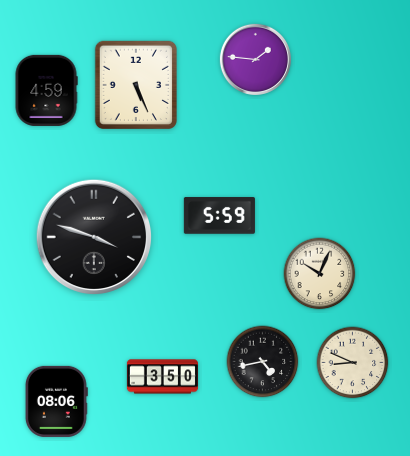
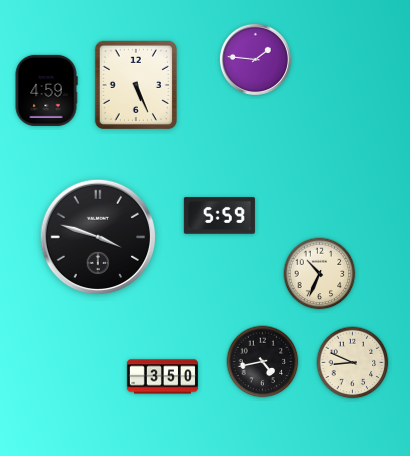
clock at (94, 237) position: (94, 237) -> (98, 237)
clock at (320, 274): 10:04 -> 10:34
clock at (56, 401): 08:06 -> none
